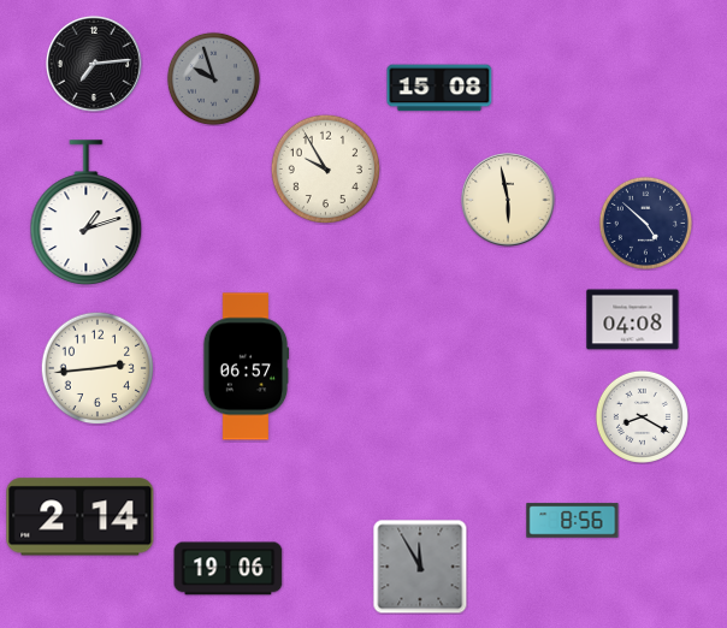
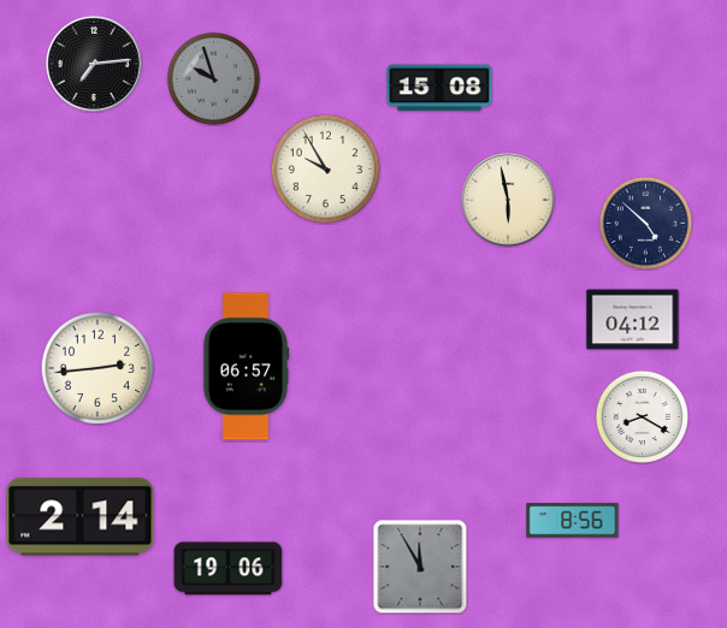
clock at (87, 213): 1:12 -> none
clock at (633, 320): 04:08 -> 04:12
